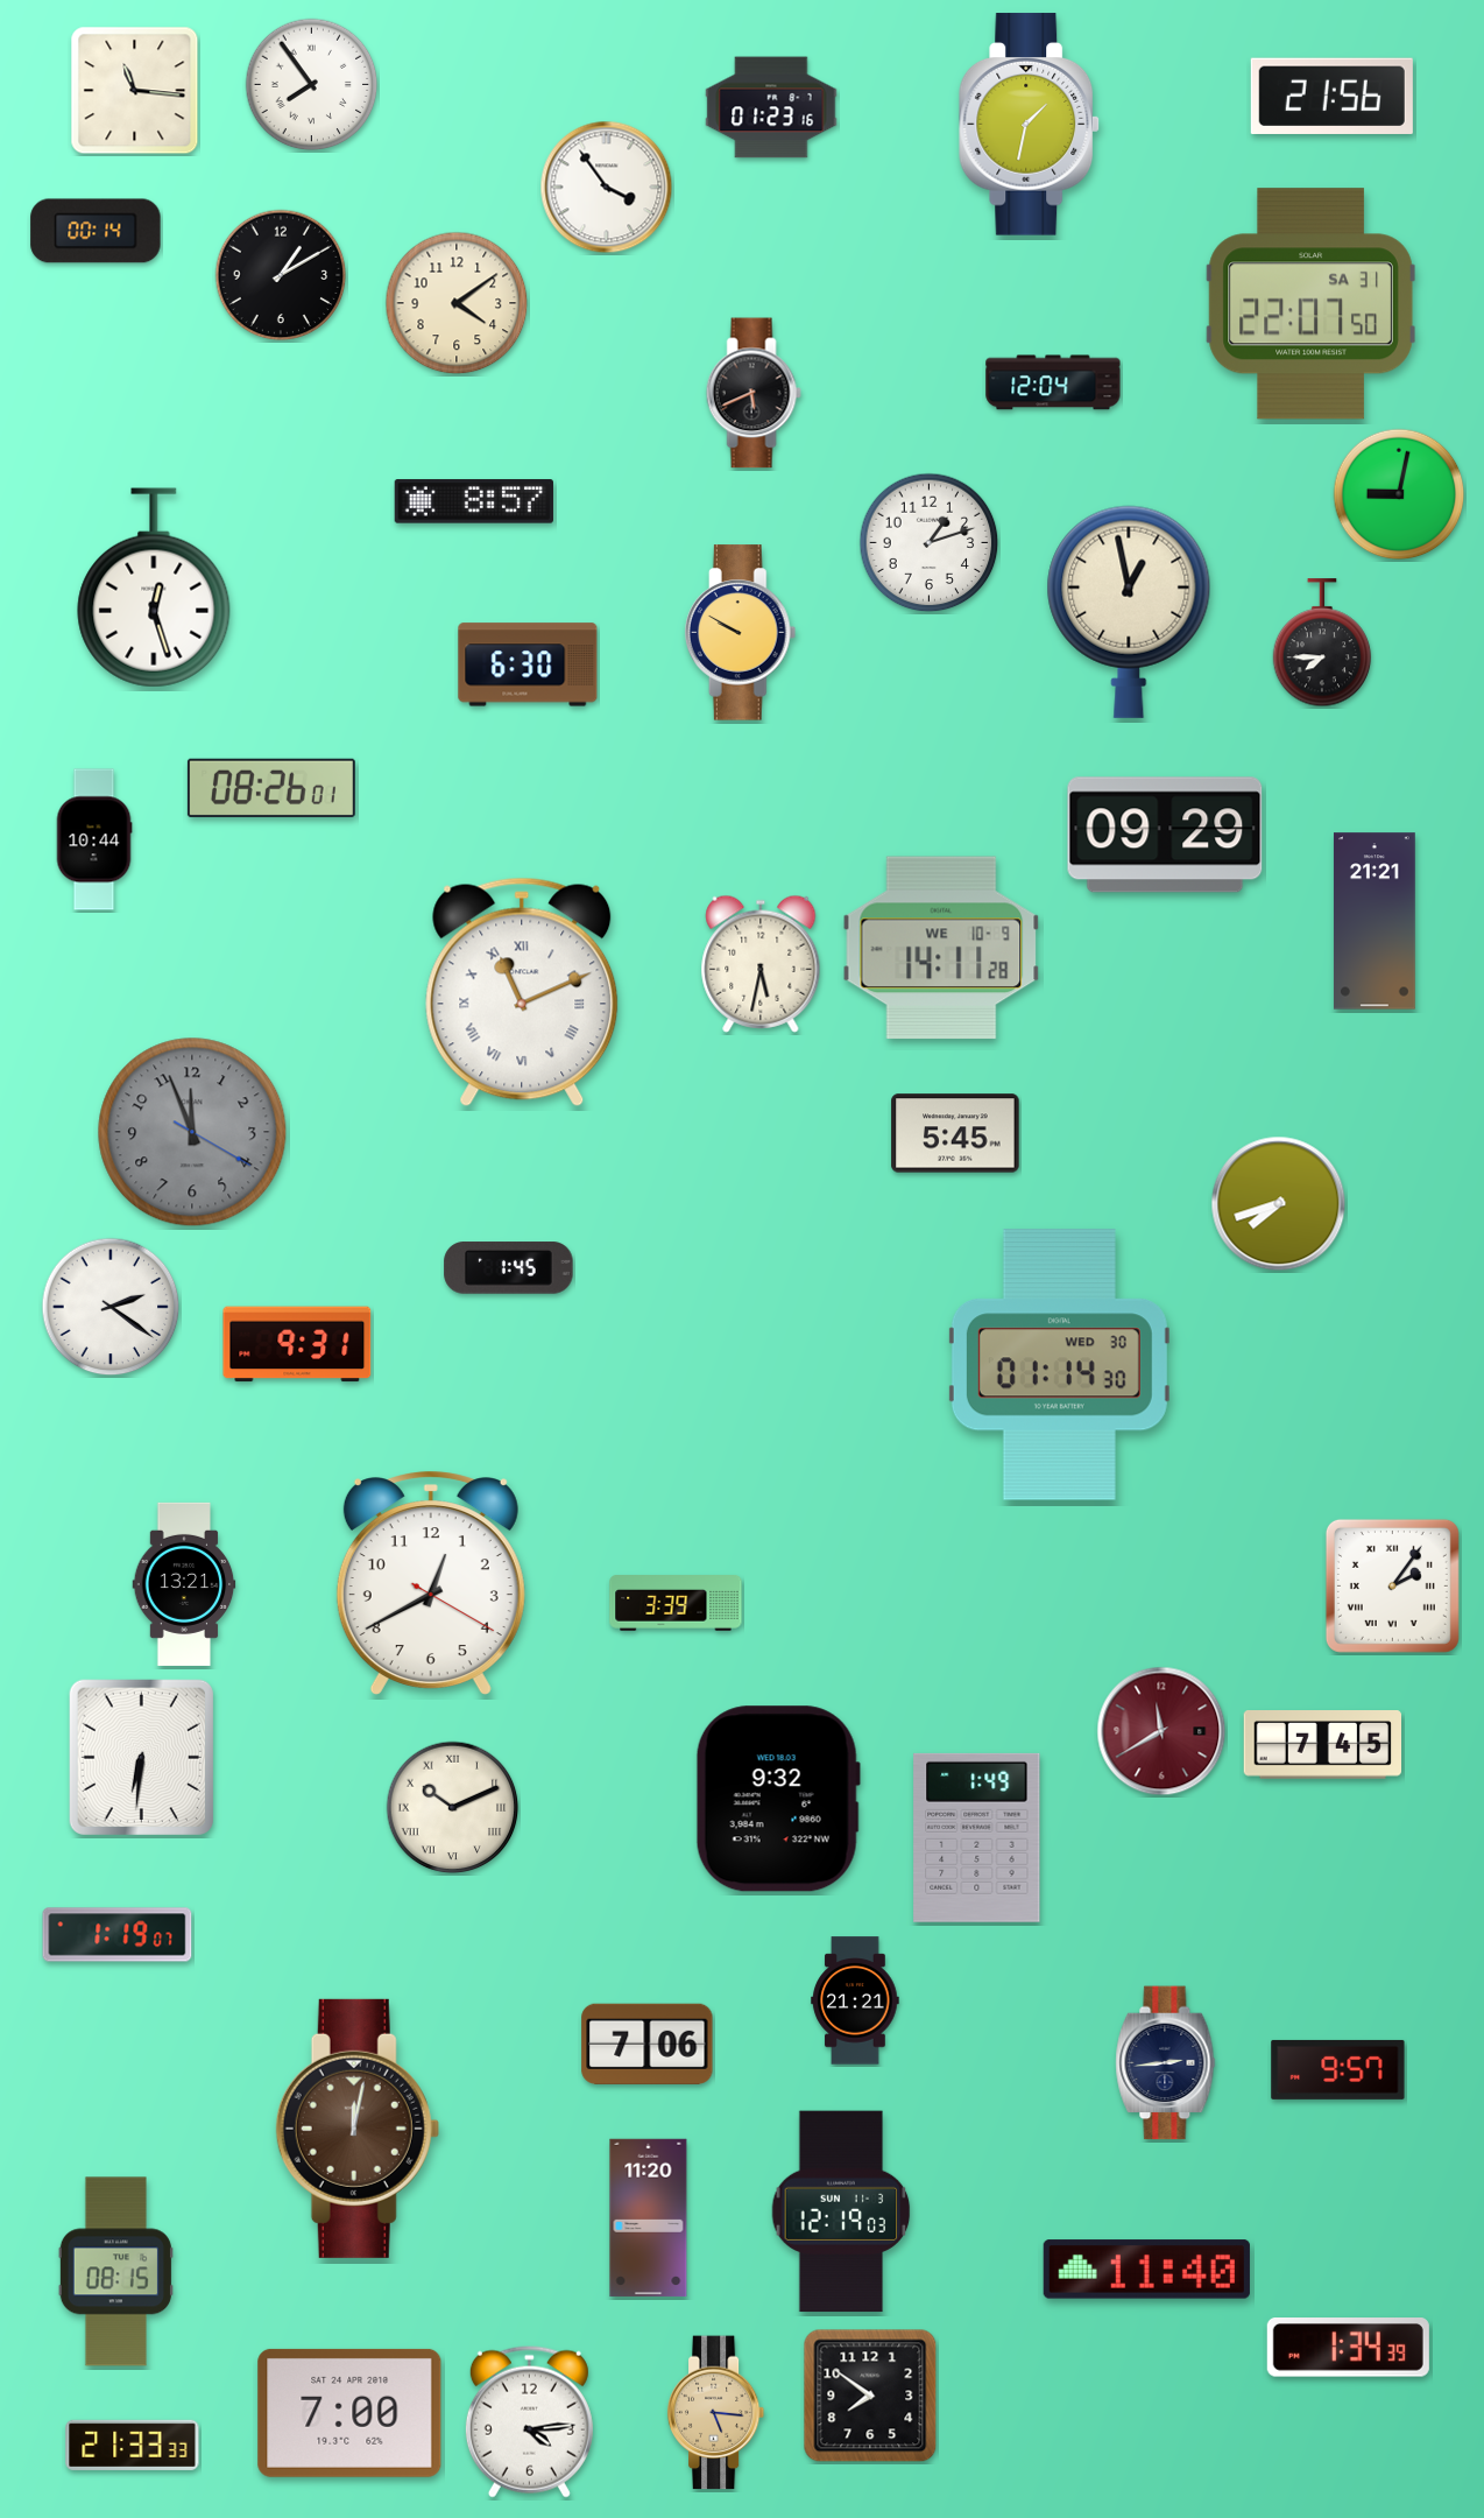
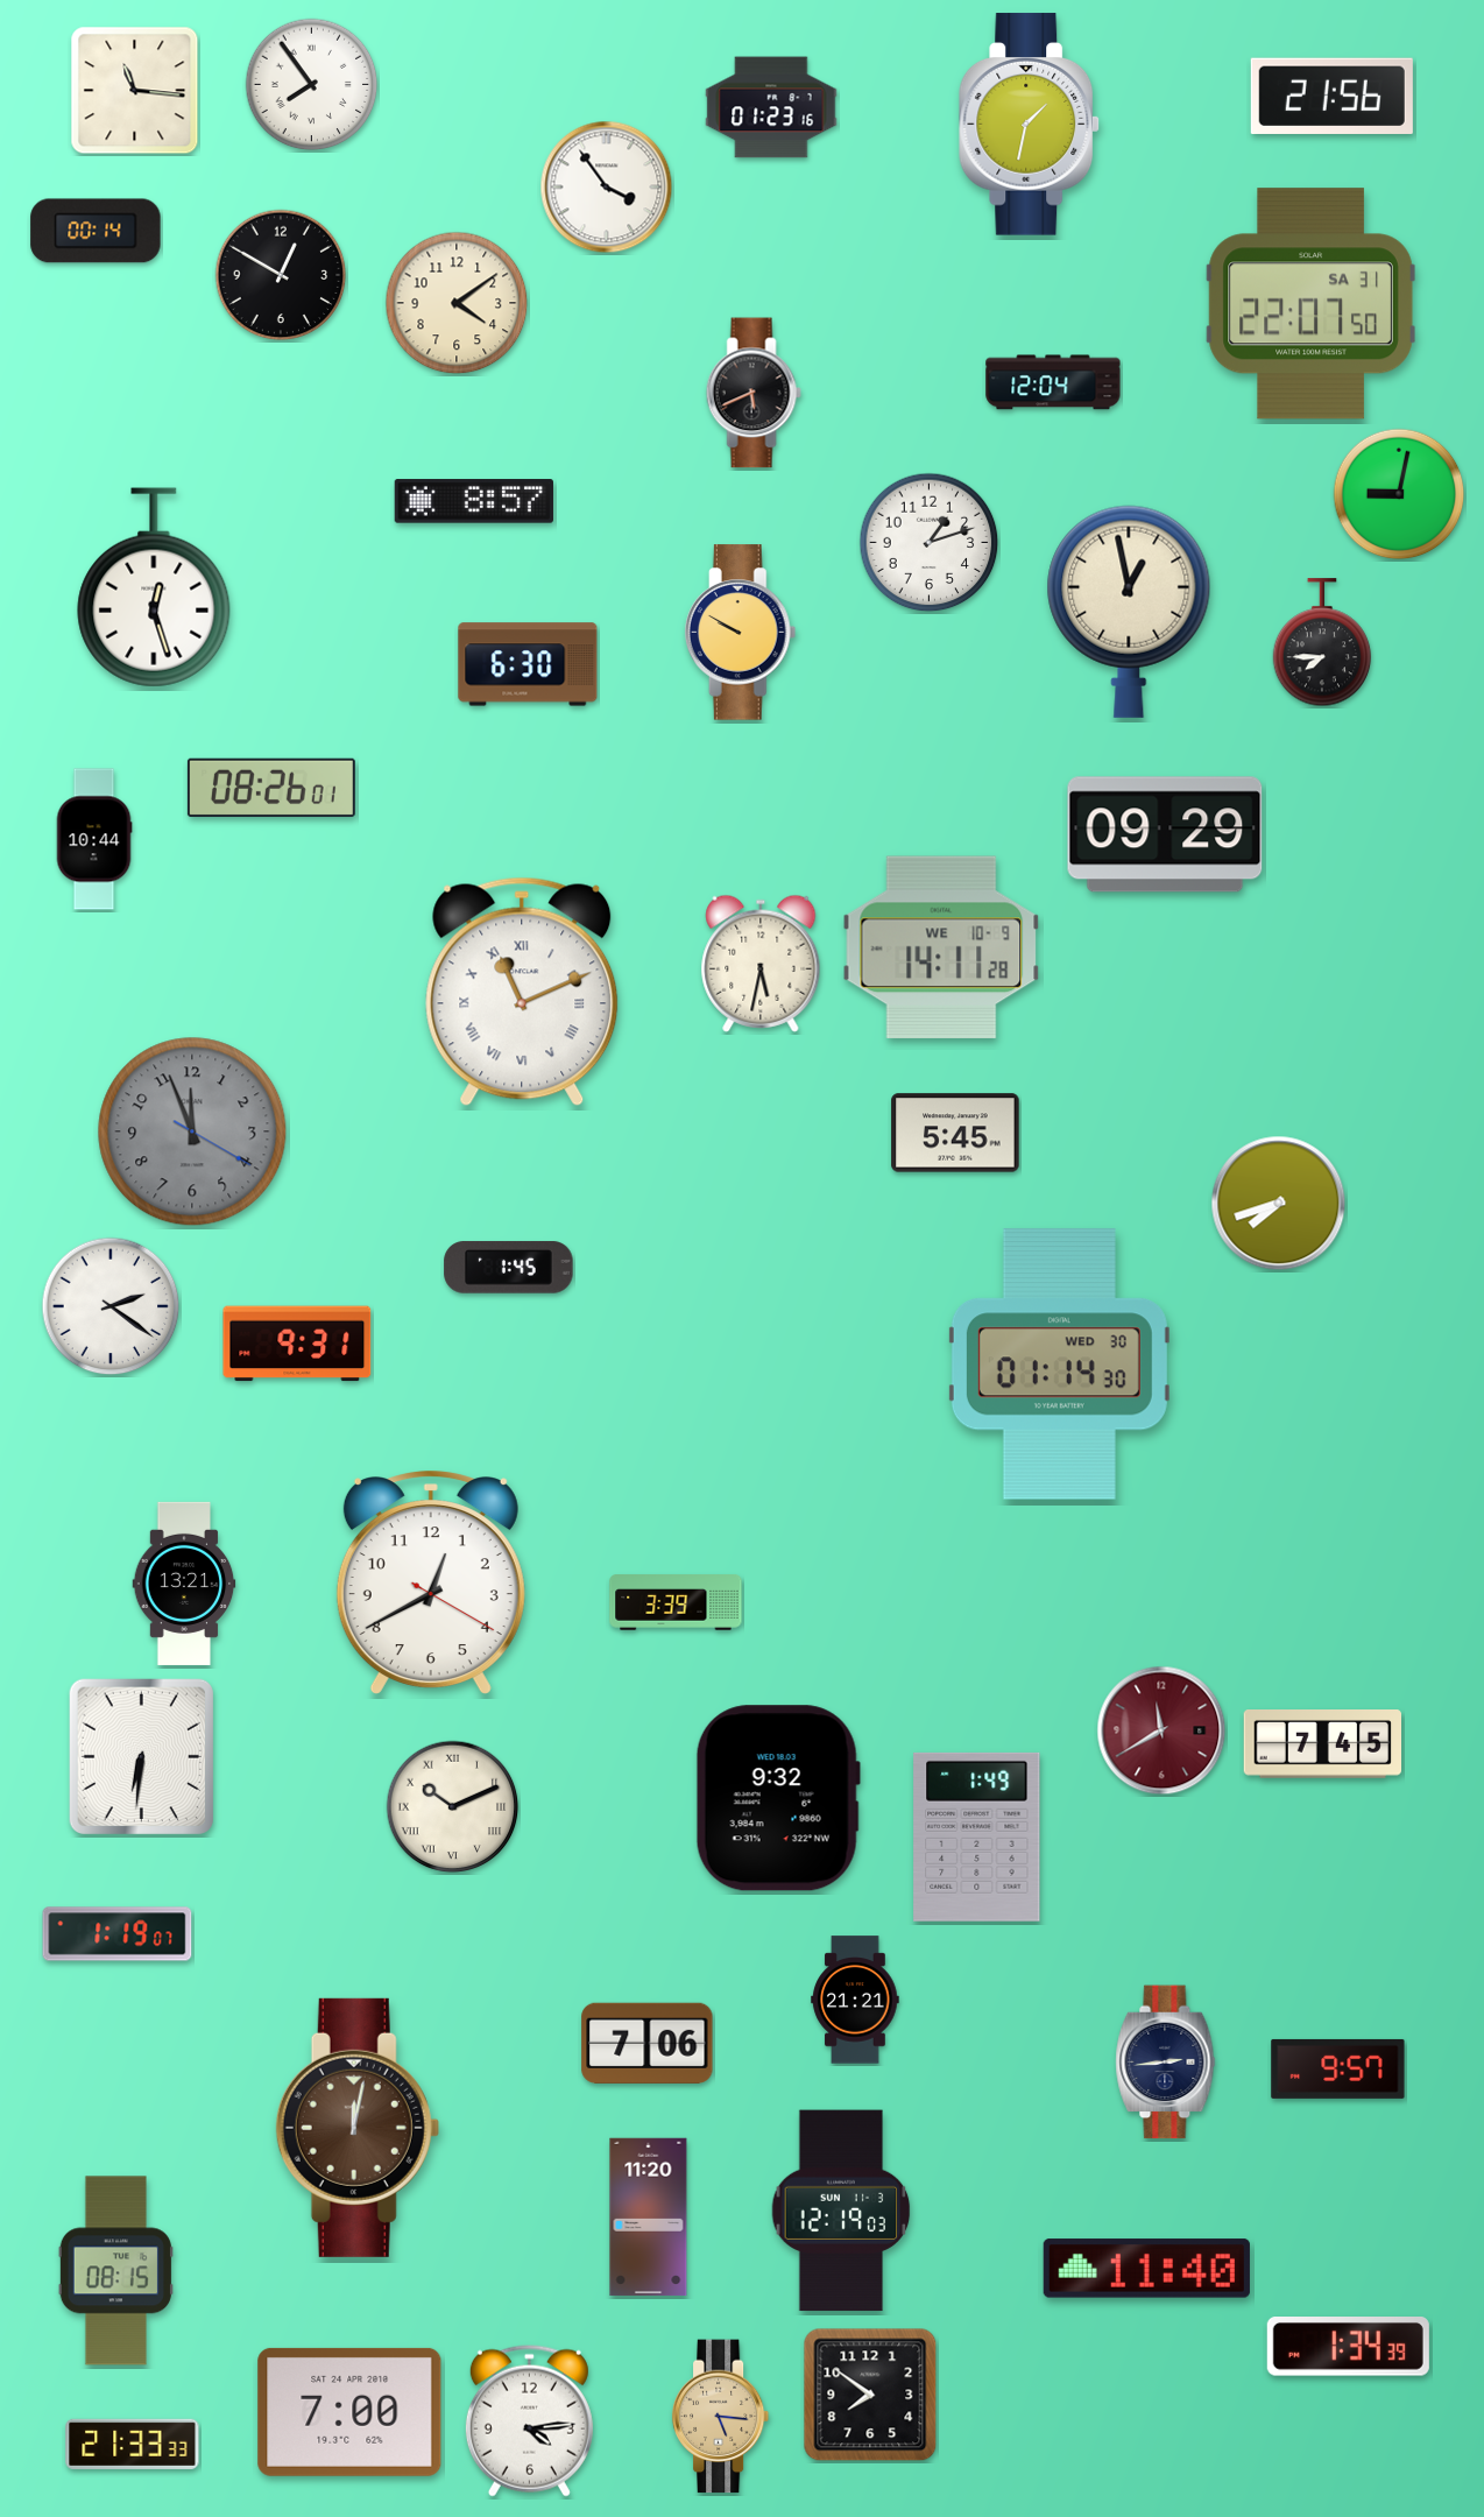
clock at (281, 275): 1:10 -> 12:50
clock at (1375, 921): 21:21 -> none
clock at (1392, 1585): 2:06 -> none
clock at (716, 2413) position: (716, 2413) -> (721, 2417)
